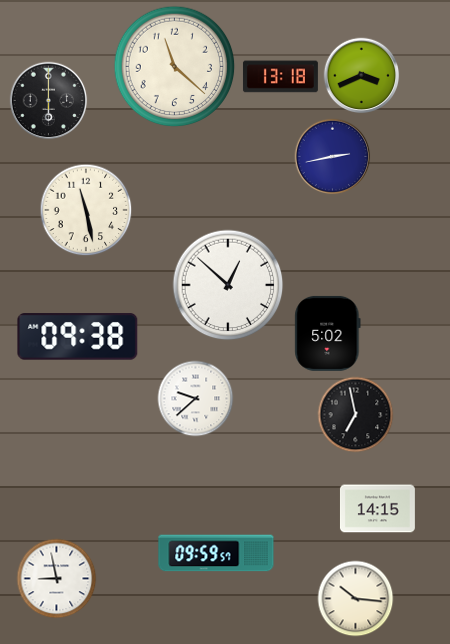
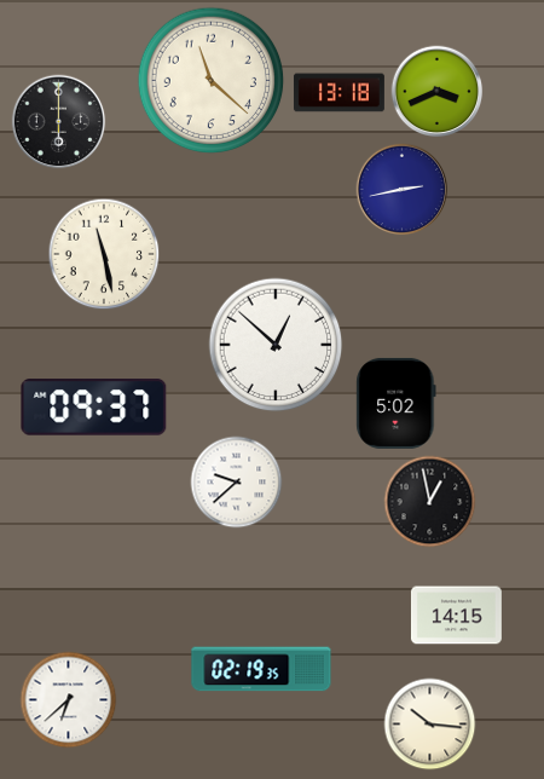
clock at (78, 337): 09:38 -> 09:37
clock at (356, 415): 6:58 -> 12:58
clock at (216, 553): 09:59 -> 02:19
clock at (57, 579): 8:58 -> 6:38
